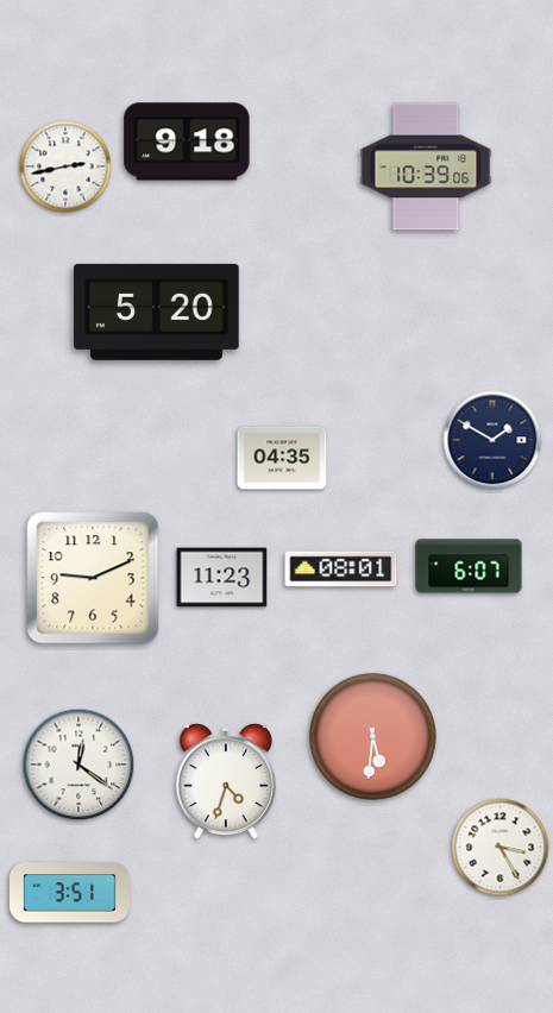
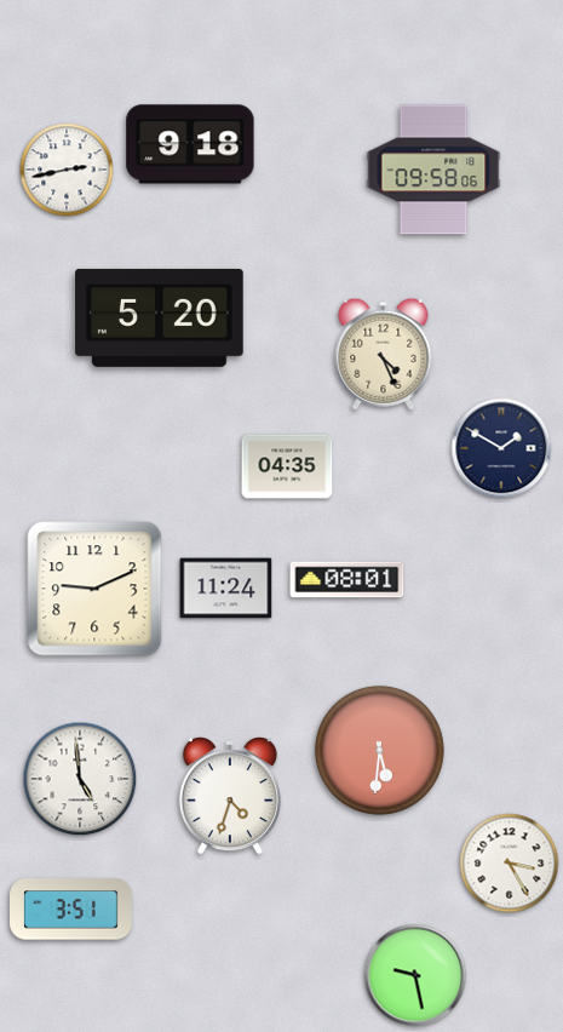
clock at (426, 166): 10:39 -> 09:58
clock at (384, 354): none -> 4:26
clock at (469, 566): 6:07 -> none
clock at (222, 578): 11:23 -> 11:24
clock at (78, 765): 12:21 -> 4:59
clock at (415, 975): none -> 9:28
